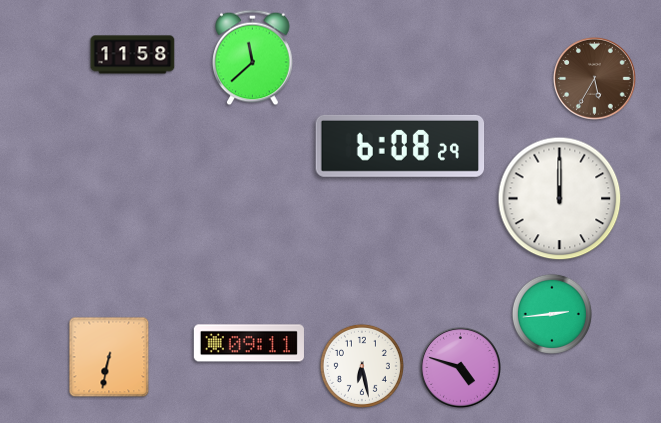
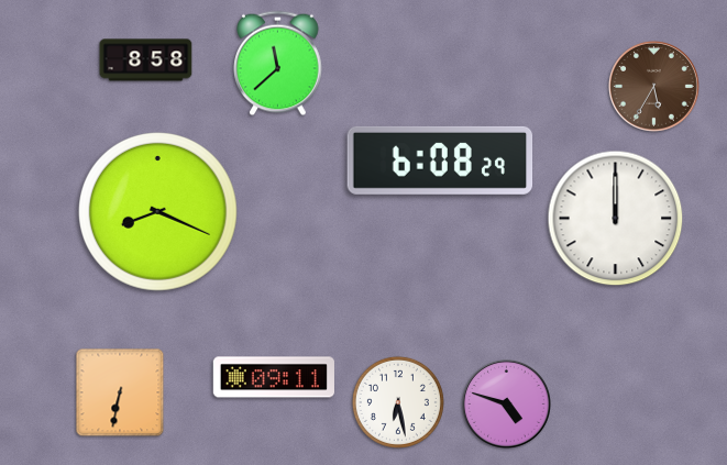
clock at (133, 55): 11:58 -> 8:58
clock at (157, 211): none -> 8:19
clock at (552, 314): 2:44 -> none
